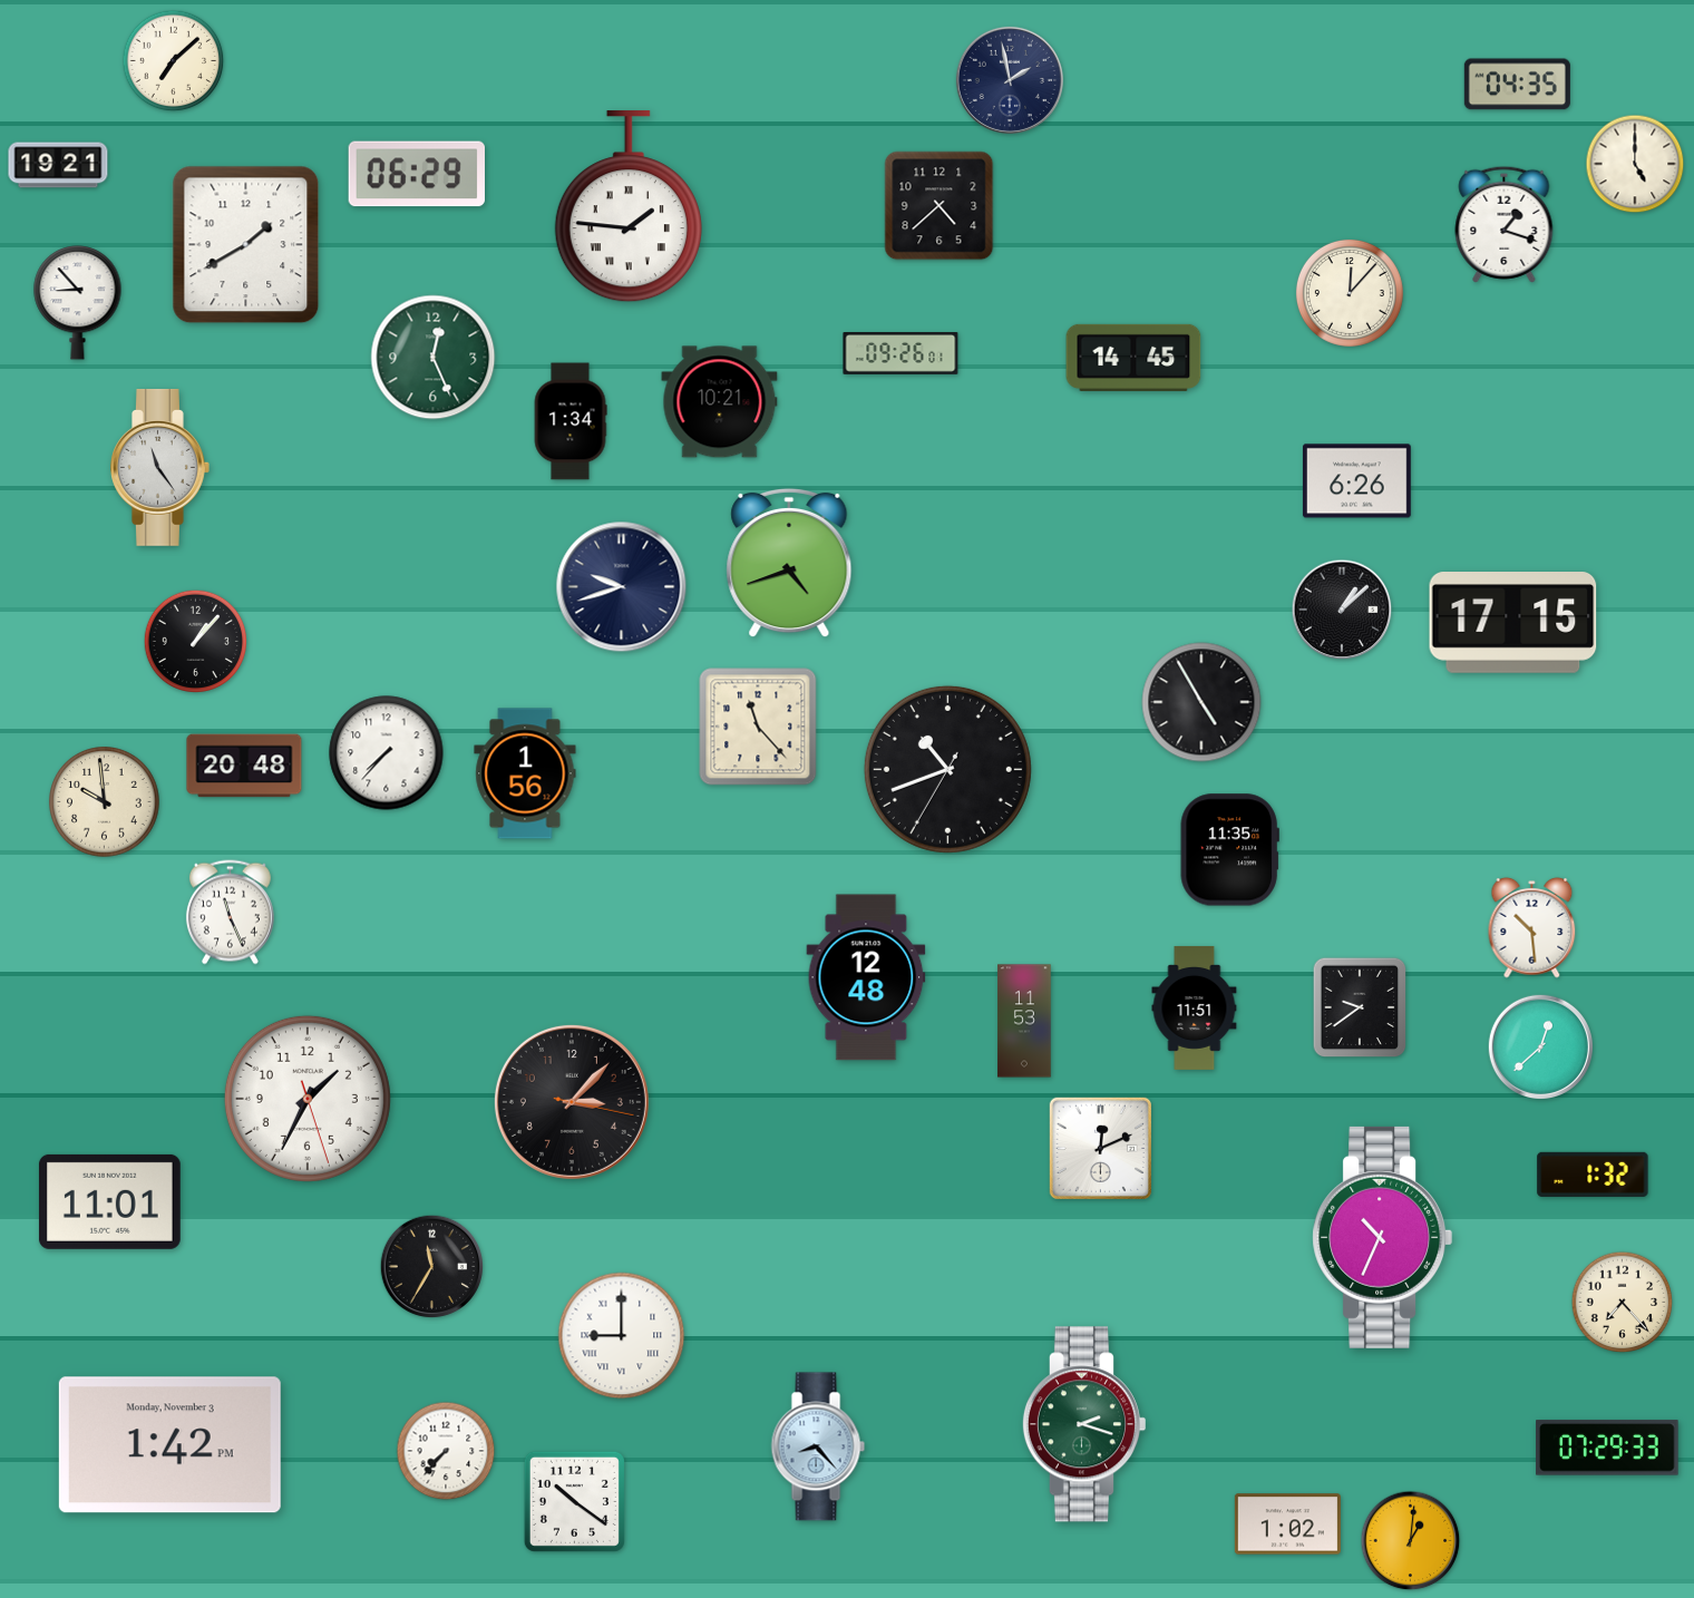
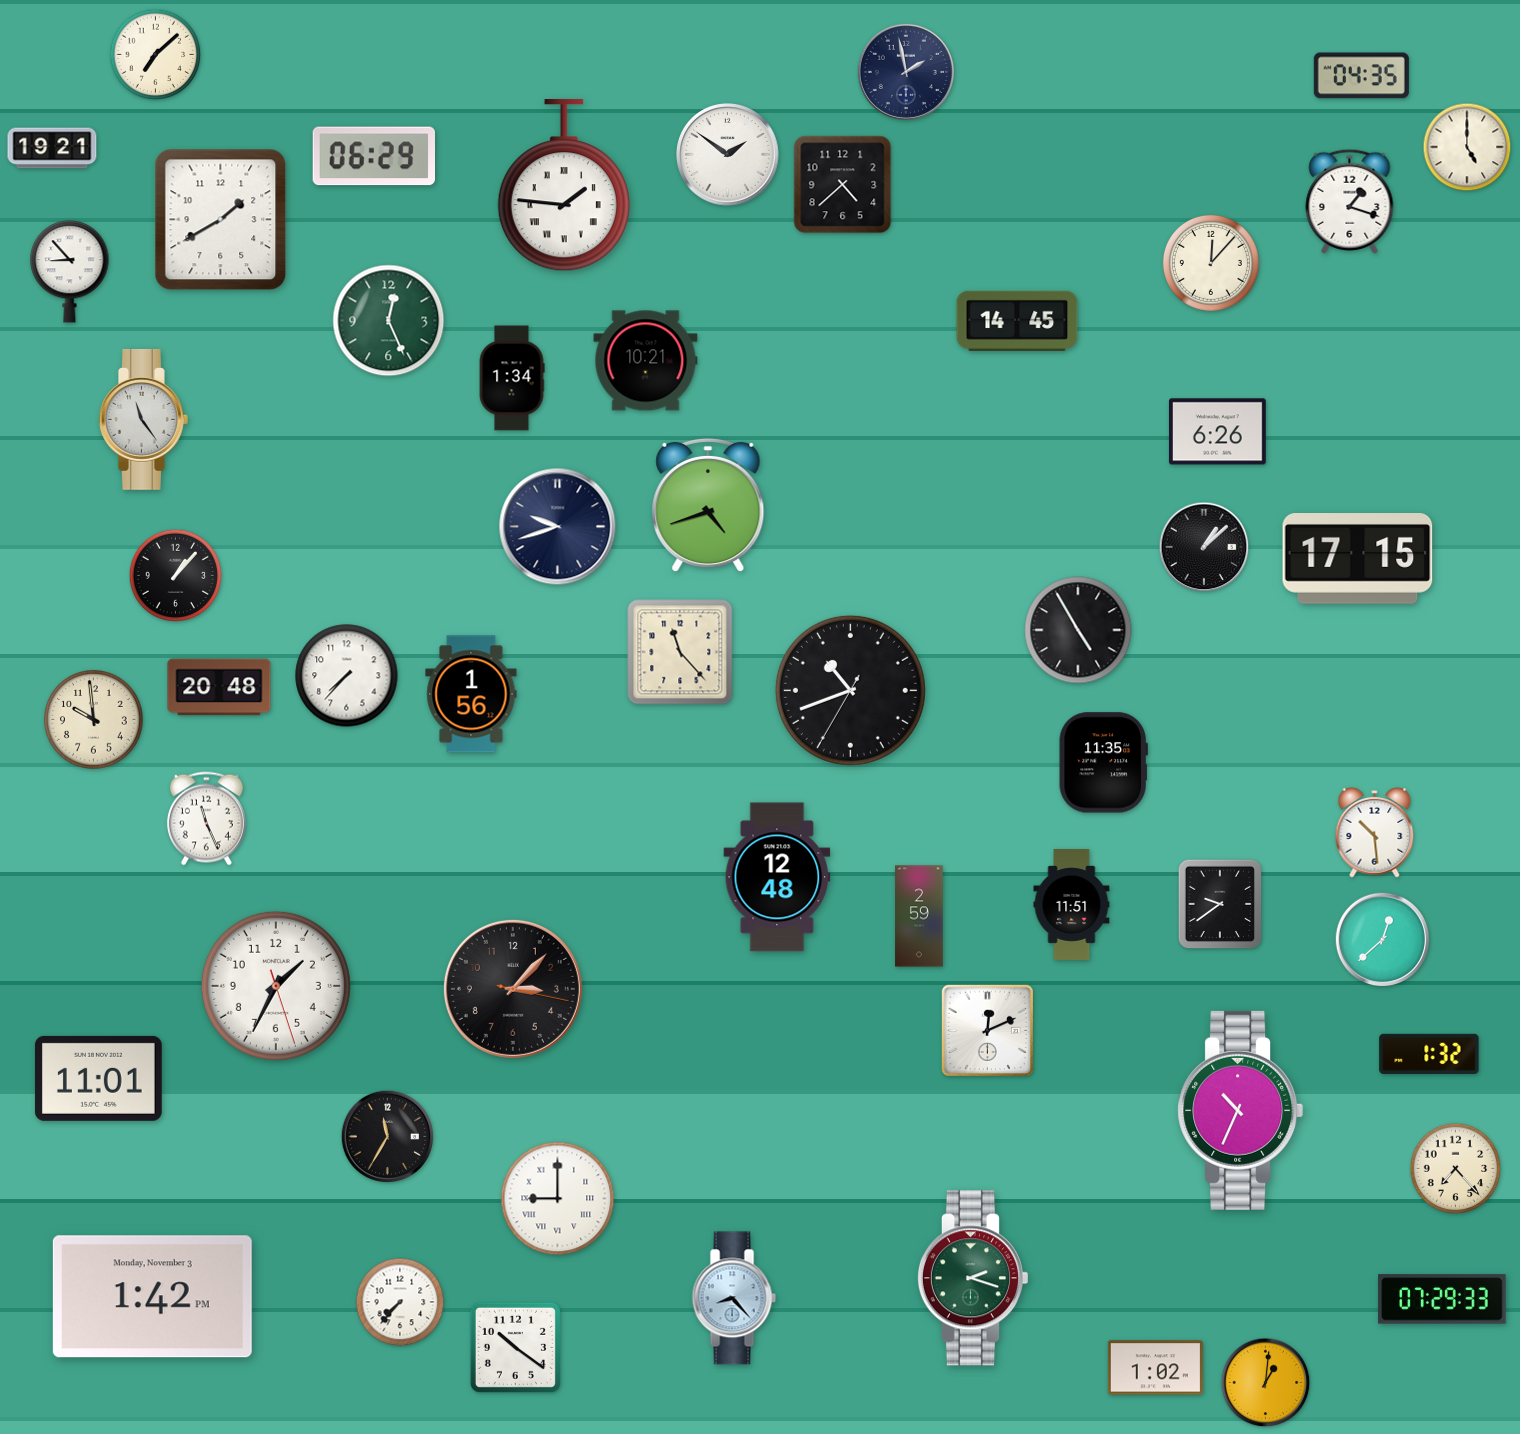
clock at (728, 155): none -> 1:51
clock at (900, 354): 09:26 -> none
clock at (1024, 1021): 11:53 -> 2:59
